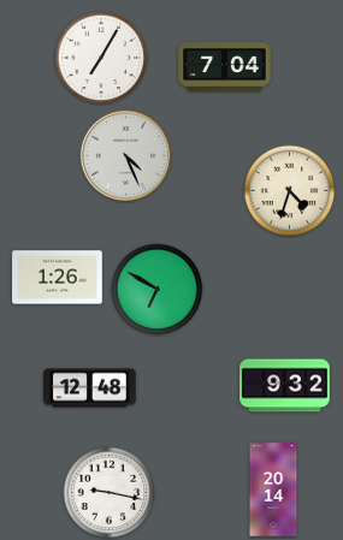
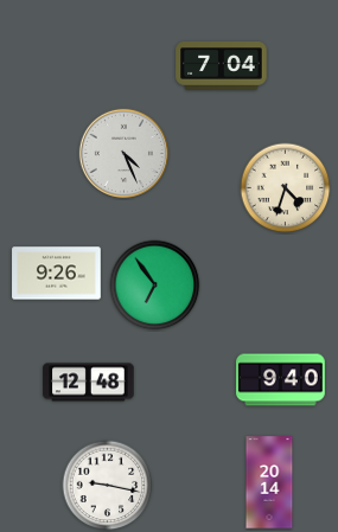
clock at (101, 58): 7:05 -> none
clock at (58, 278): 1:26 -> 9:26
clock at (158, 290): 6:50 -> 6:54
clock at (285, 386): 9:32 -> 9:40
